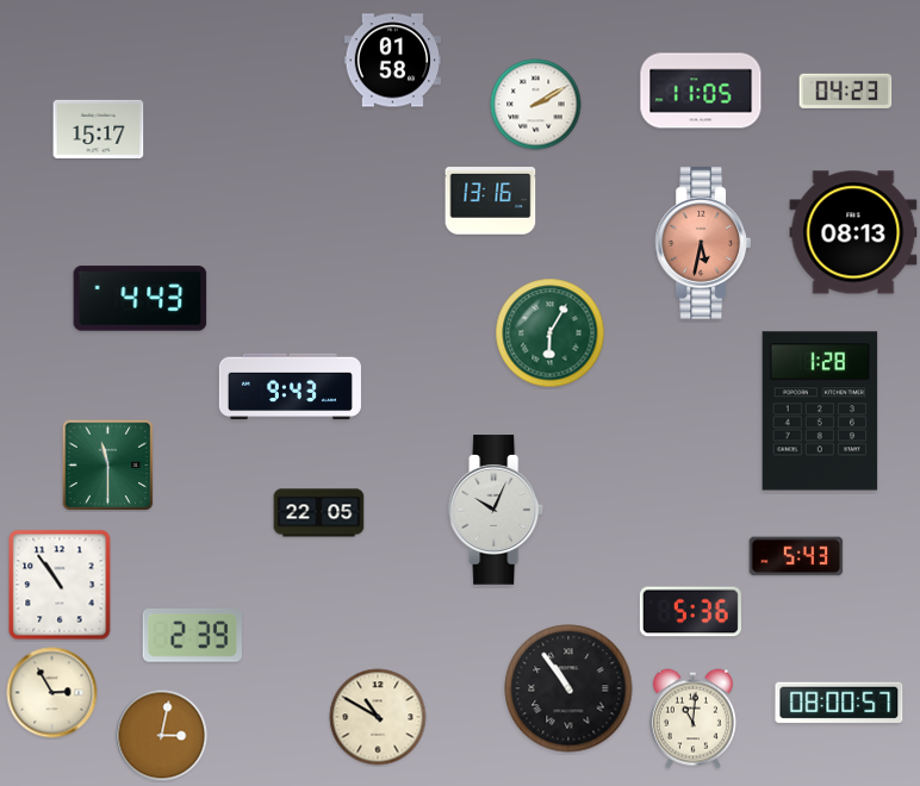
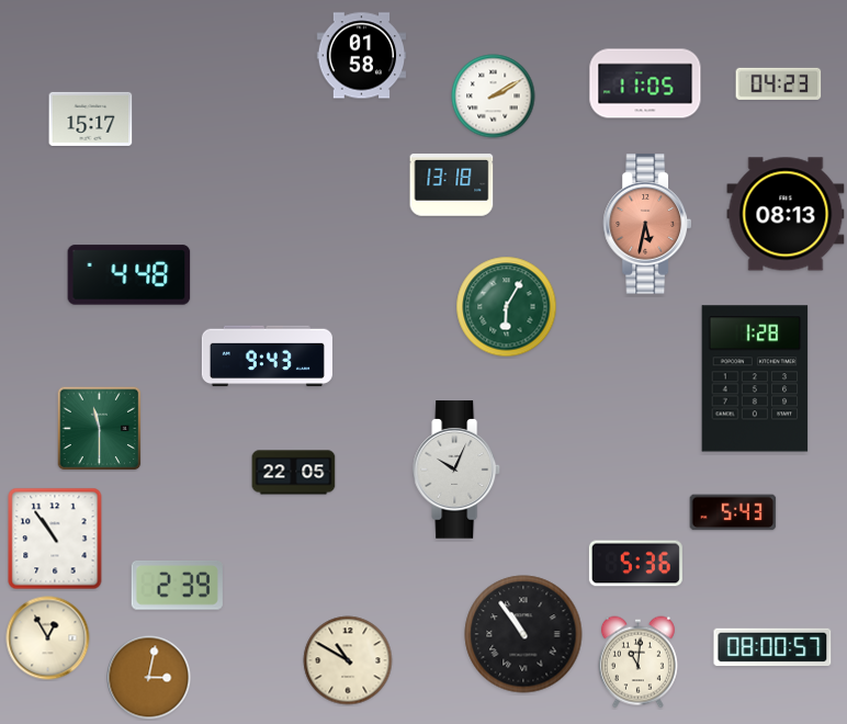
clock at (491, 201): 13:16 -> 13:18
clock at (141, 299): 4:43 -> 4:48
clock at (52, 693): 2:55 -> 12:55
